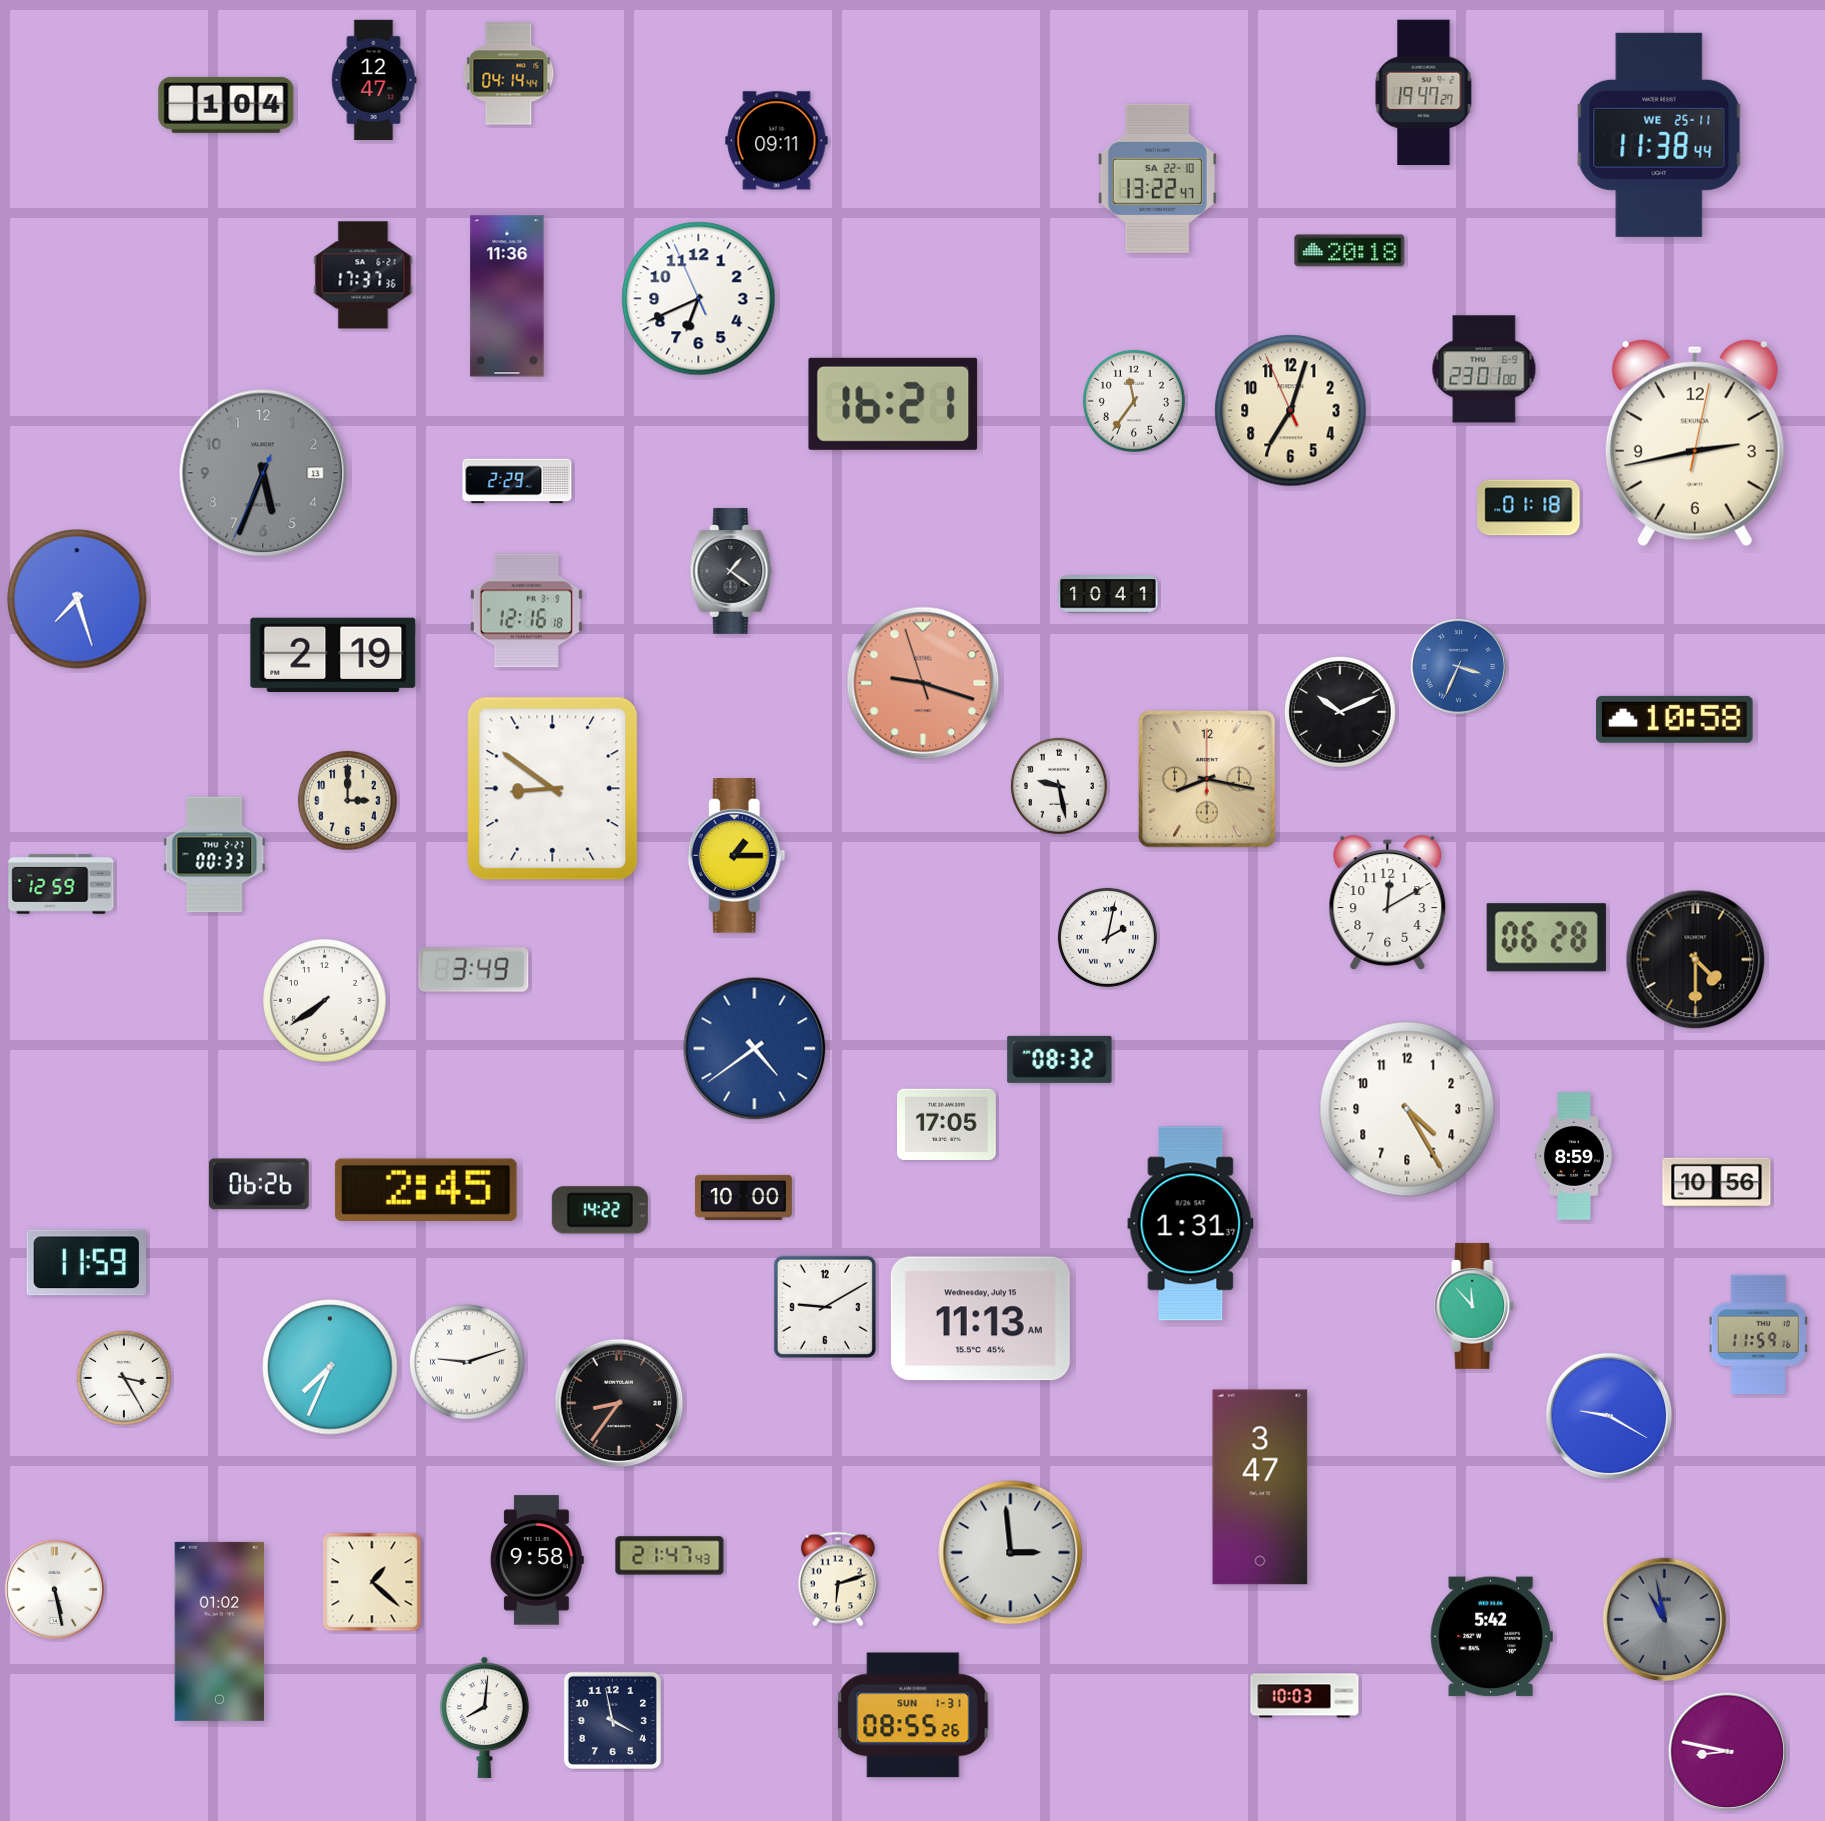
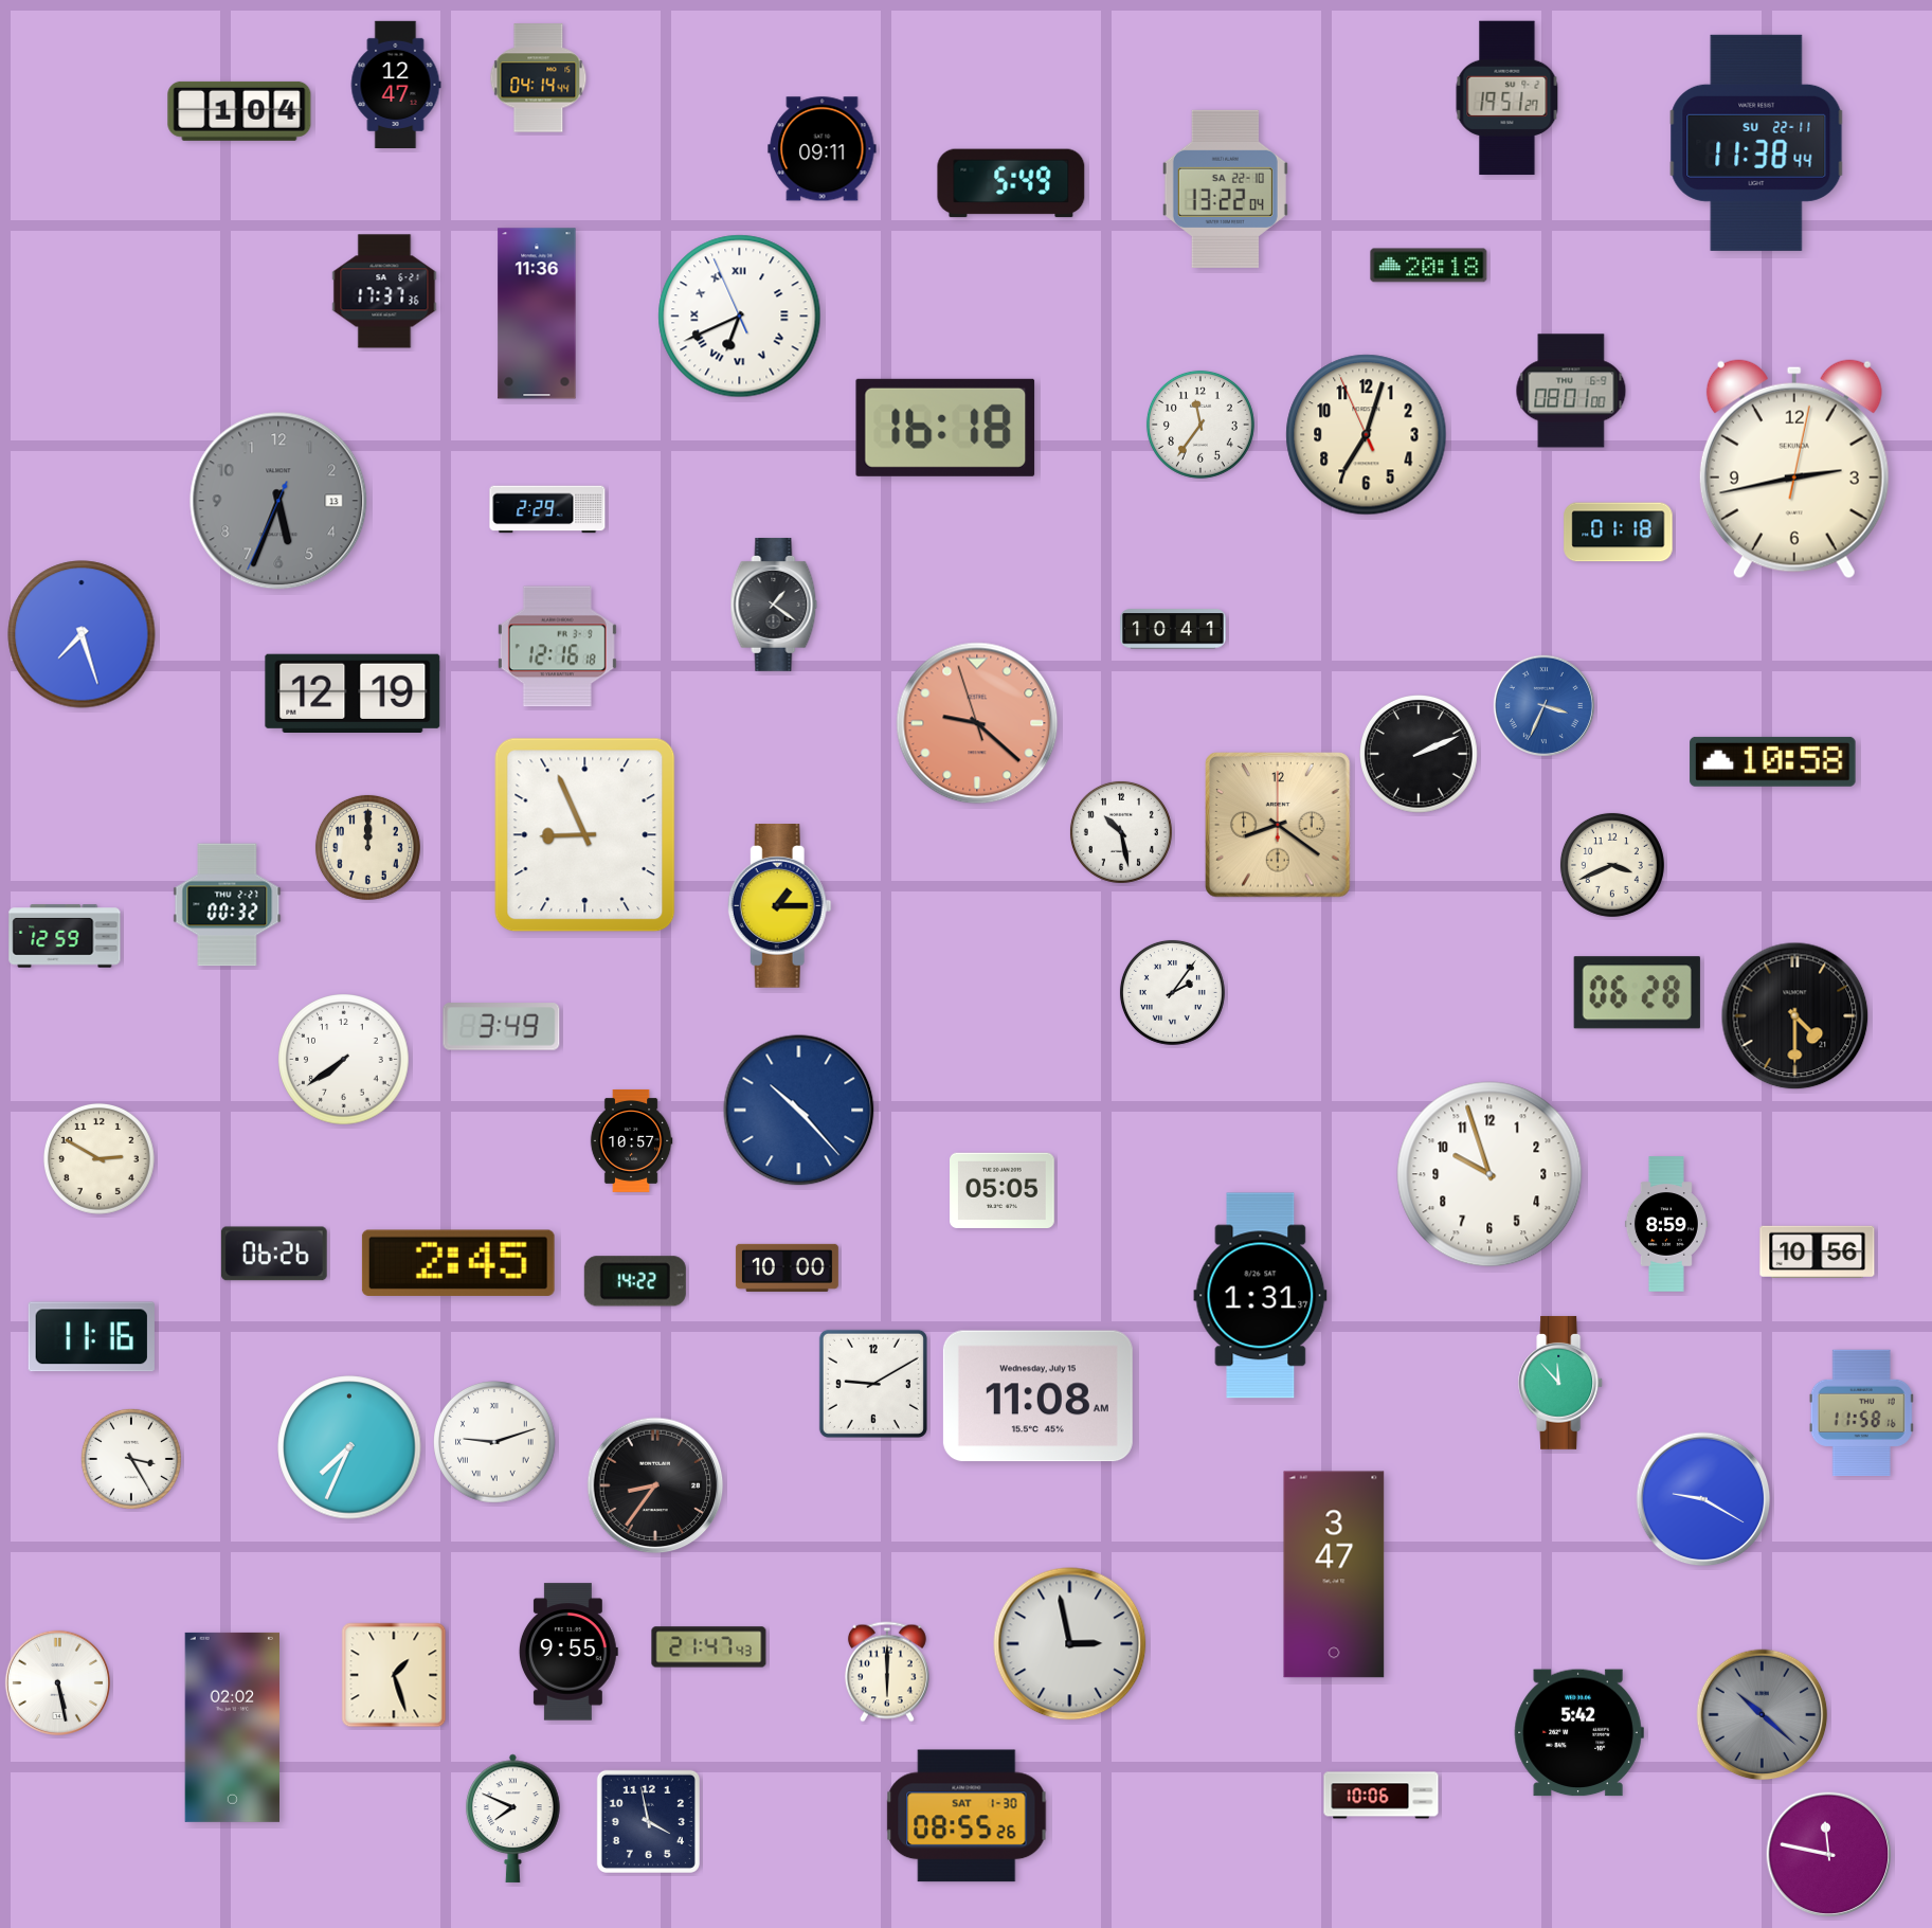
clock at (1424, 93): 19:47 -> 19:51
clock at (1659, 135) date: WE 25-11 -> SU 22-11
clock at (1011, 183): none -> 5:49
clock at (1157, 178): 13:22:47 -> 13:22:04
clock at (699, 299) numerals: Arabic -> Roman
clock at (1484, 369): 23:01 -> 08:01
clock at (893, 404): 16:21 -> 16:18
clock at (1529, 508) position: (1529, 508) -> (1619, 533)
clock at (333, 654): 2:19 -> 12:19
clock at (923, 683): 9:17 -> 9:21
clock at (1341, 713): 10:11 -> 2:11
clock at (1208, 780): 8:17 -> 8:21
clock at (1059, 786): 9:28 -> 10:28
clock at (553, 789): 8:51 -> 8:56
clock at (347, 800): 3:00 -> 12:00
clock at (1612, 865): none -> 3:41
clock at (215, 855): 00:33 -> 00:32
clock at (1388, 903): 12:10 -> none
clock at (1107, 937): 2:02 -> 2:06
clock at (755, 1049): 4:39 -> 10:23
clock at (1060, 1059): 08:32 -> none
clock at (631, 1140): none -> 10:57
clock at (98, 1158): none -> 2:50
clock at (1407, 1109): 4:25 -> 9:57
clock at (947, 1124): 17:05 -> 05:05
clock at (426, 1189) position: (426, 1189) -> (458, 1262)
clock at (86, 1263): 11:59 -> 11:16
clock at (980, 1319): 11:13 -> 11:08
clock at (1758, 1335): 11:59 -> 11:58
clock at (1011, 1553): 2:59 -> 2:58
clock at (537, 1560): 9:58 -> 9:55
clock at (838, 1579): 6:12 -> 6:00
clock at (372, 1582): 1:22 -> 1:27
clock at (1665, 1620): 10:58 -> 10:22
clock at (219, 1631): 01:02 -> 02:02
clock at (1305, 1696): 10:03 -> 10:06
clock at (913, 1715) date: SUN 1-31 -> SAT 1-30
clock at (485, 1717): 8:01 -> 7:49
clock at (1728, 1752): 8:47 -> 11:47
